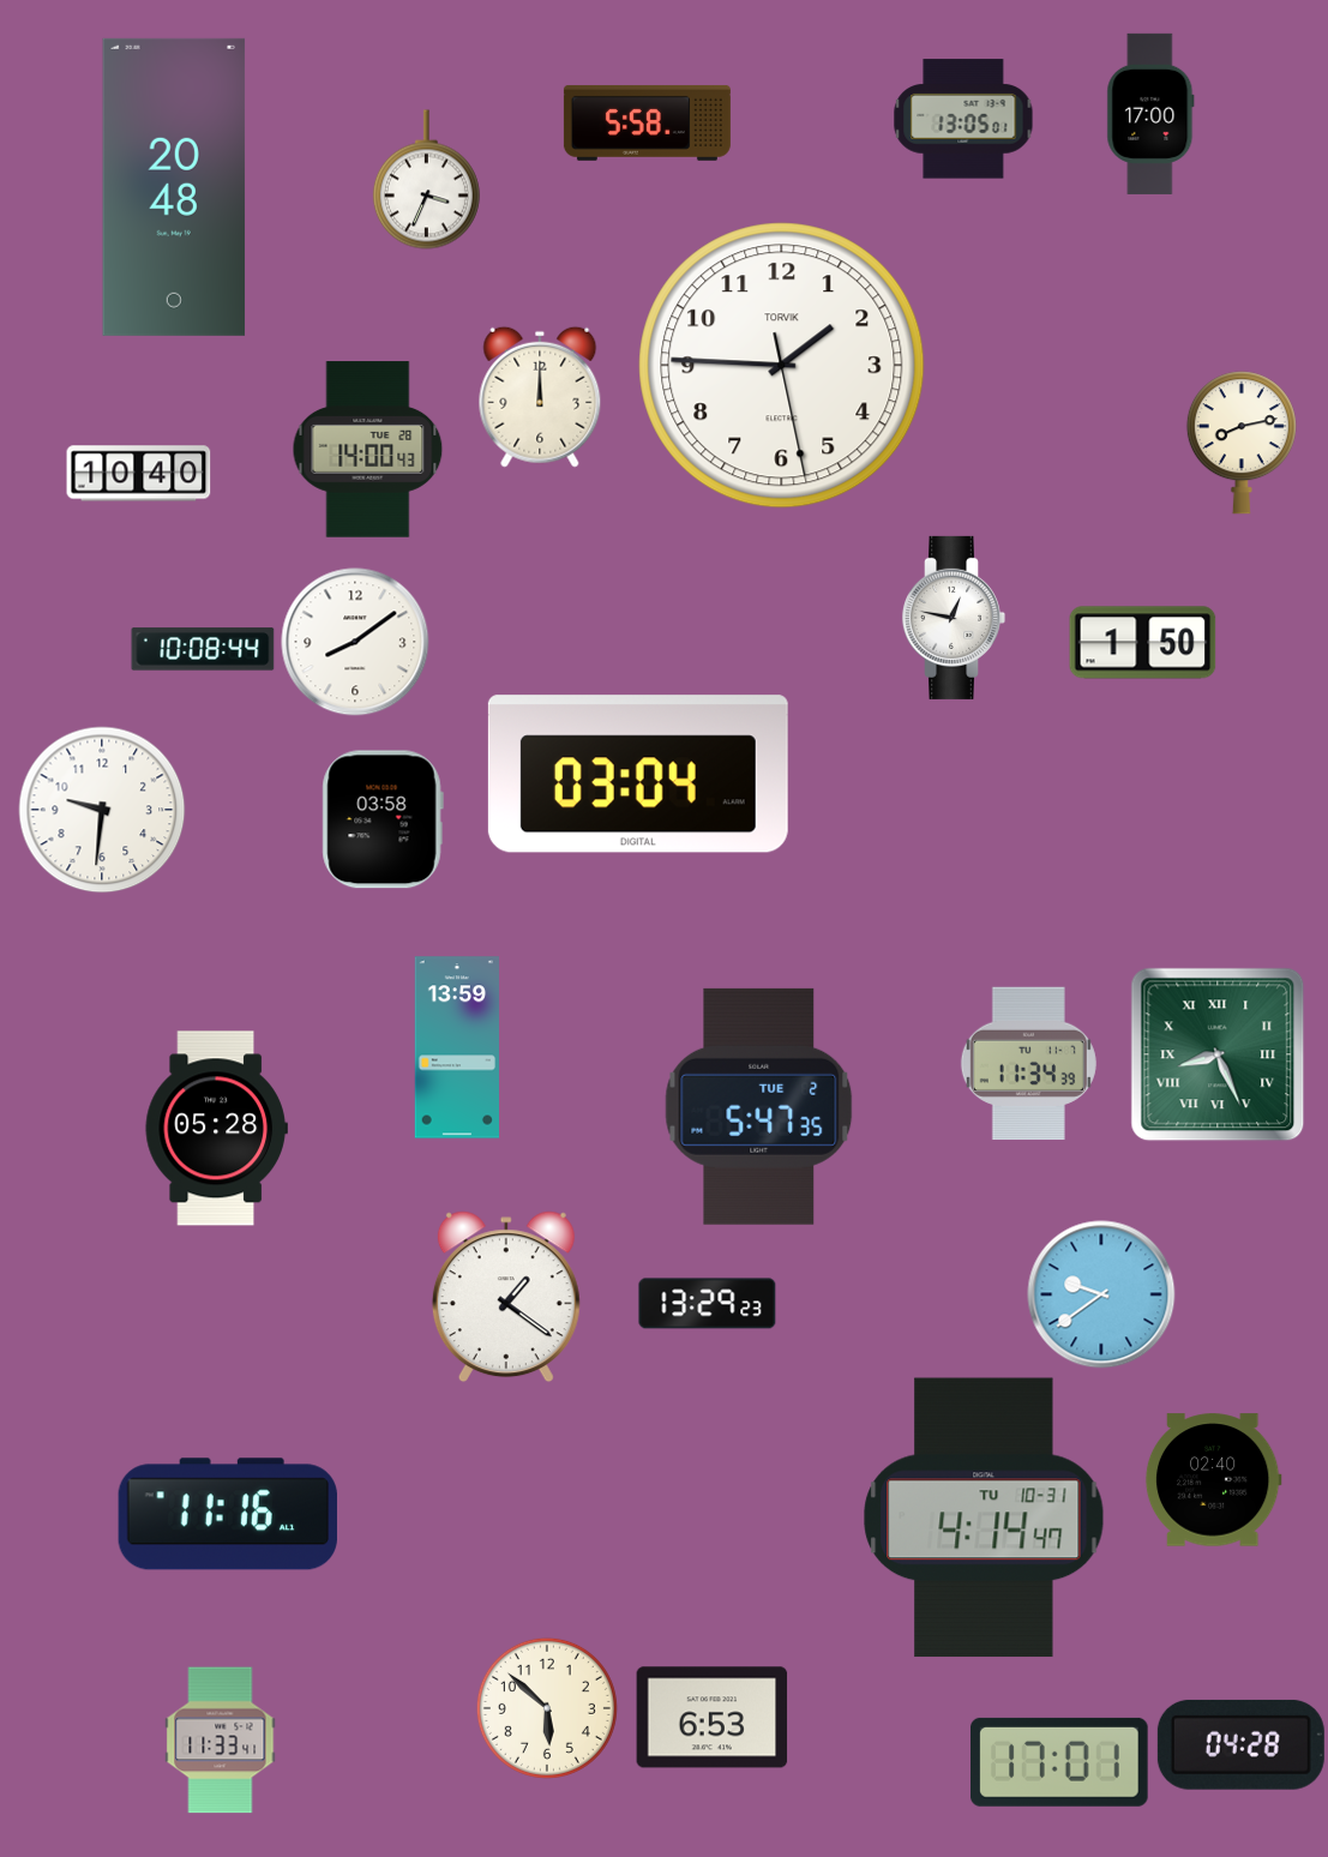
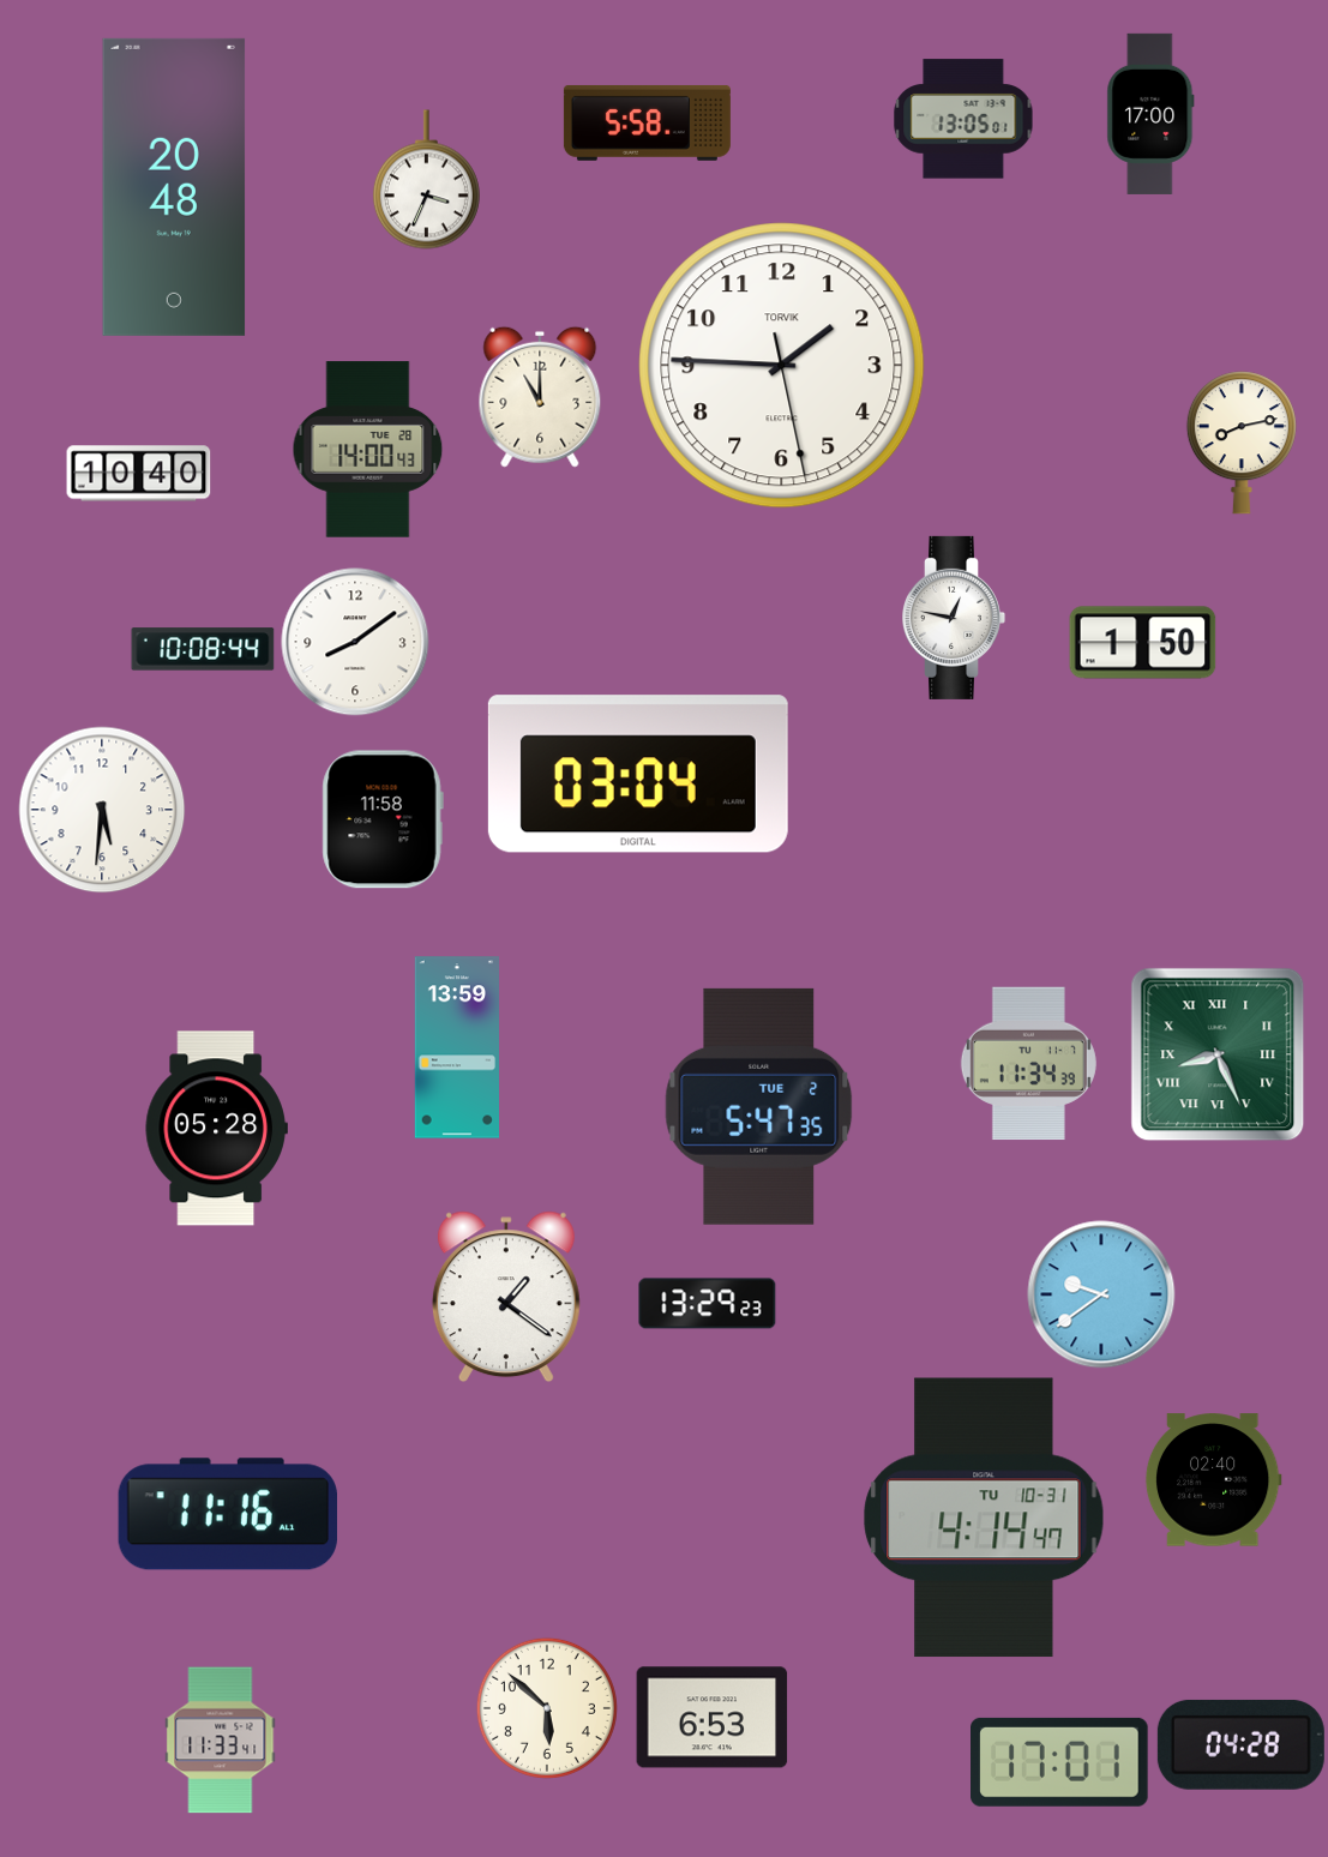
clock at (540, 397): 12:00 -> 11:00
clock at (102, 810): 9:31 -> 5:31
clock at (383, 819): 03:58 -> 11:58
